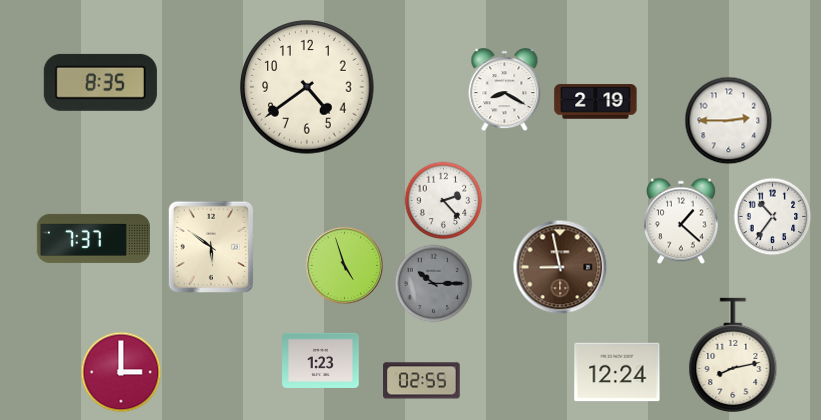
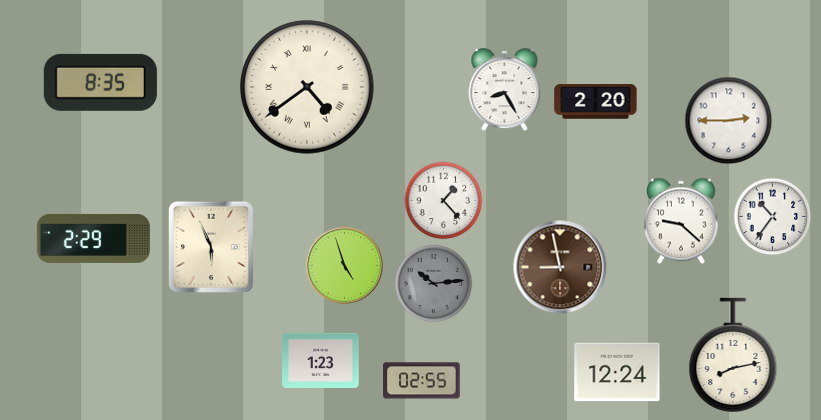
clock at (307, 87) numerals: Arabic -> Roman
clock at (505, 90): 8:20 -> 8:25
clock at (596, 102): 2:19 -> 2:20
clock at (443, 200): 2:23 -> 1:23
clock at (681, 221): 1:22 -> 9:22
clock at (93, 238): 7:37 -> 2:29
clock at (210, 246): 5:51 -> 5:56
clock at (433, 283): 10:15 -> 10:14
clock at (121, 372): 3:00 -> none
